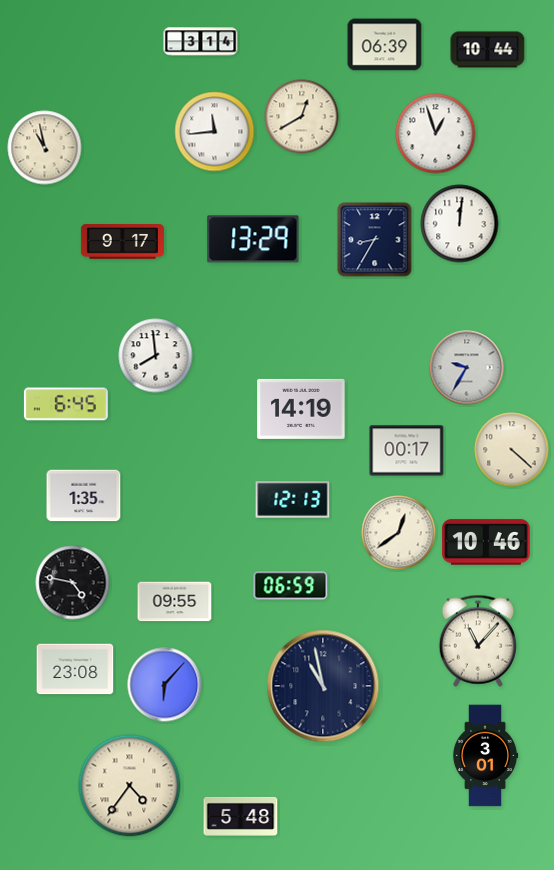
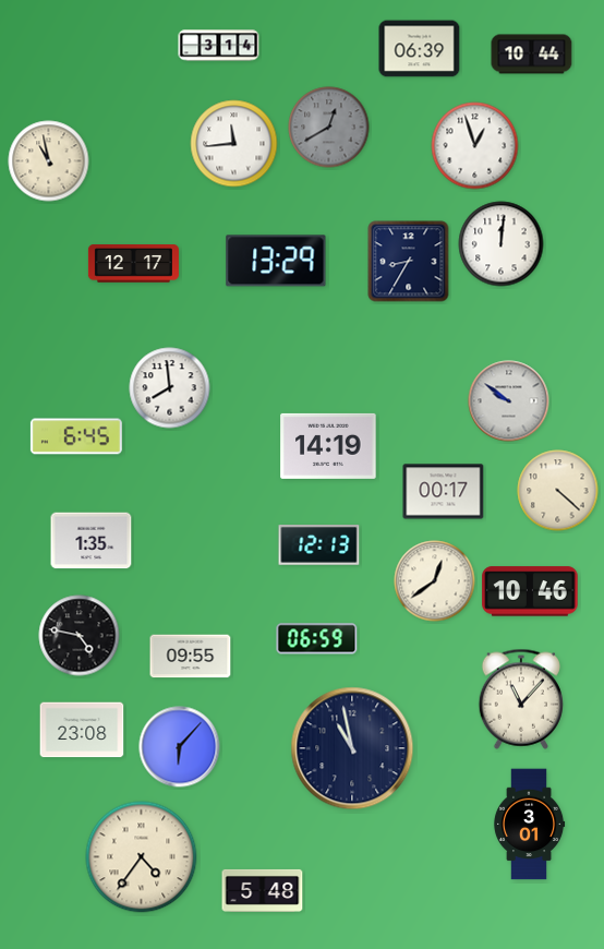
clock at (302, 117) dial: cream -> grey
clock at (122, 242): 9:17 -> 12:17
clock at (467, 368): 9:35 -> 9:51
clock at (66, 404) position: (66, 404) -> (76, 436)
